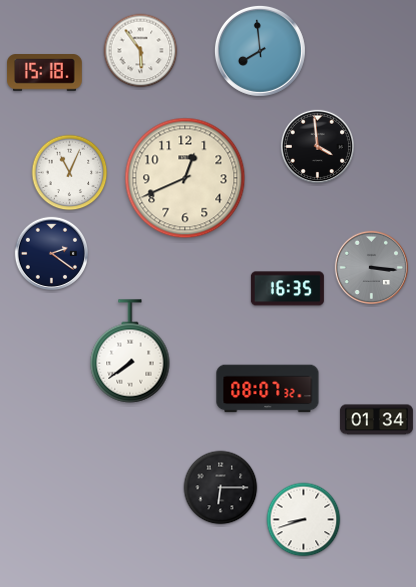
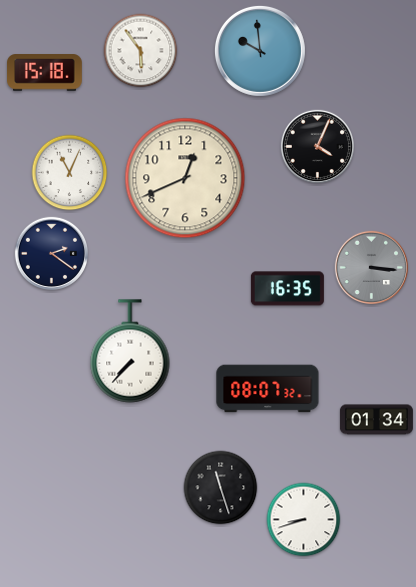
clock at (260, 51): 7:59 -> 9:59
clock at (317, 146): 3:59 -> 4:04
clock at (130, 351): 7:39 -> 7:37
clock at (221, 488): 6:15 -> 11:27
